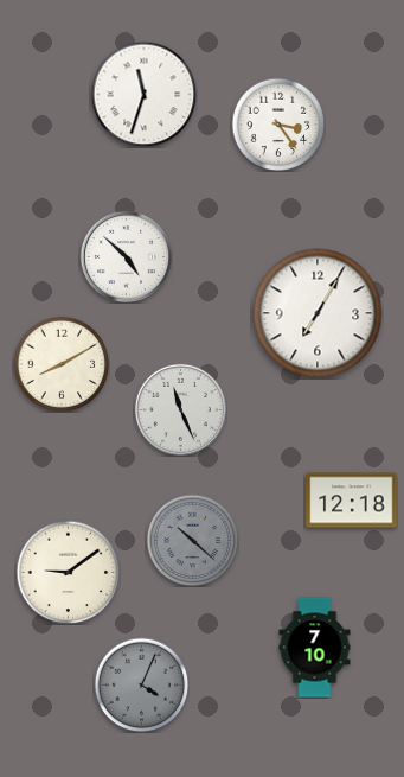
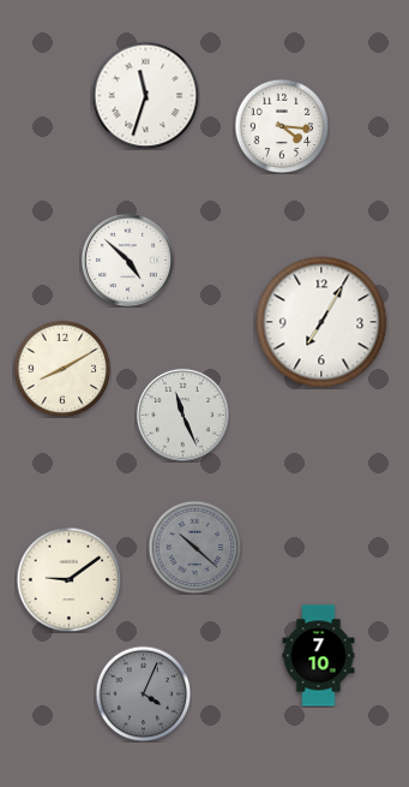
clock at (278, 125): 3:24 -> 4:16
clock at (318, 313) position: (318, 313) -> (321, 322)
clock at (352, 501): 12:18 -> none
